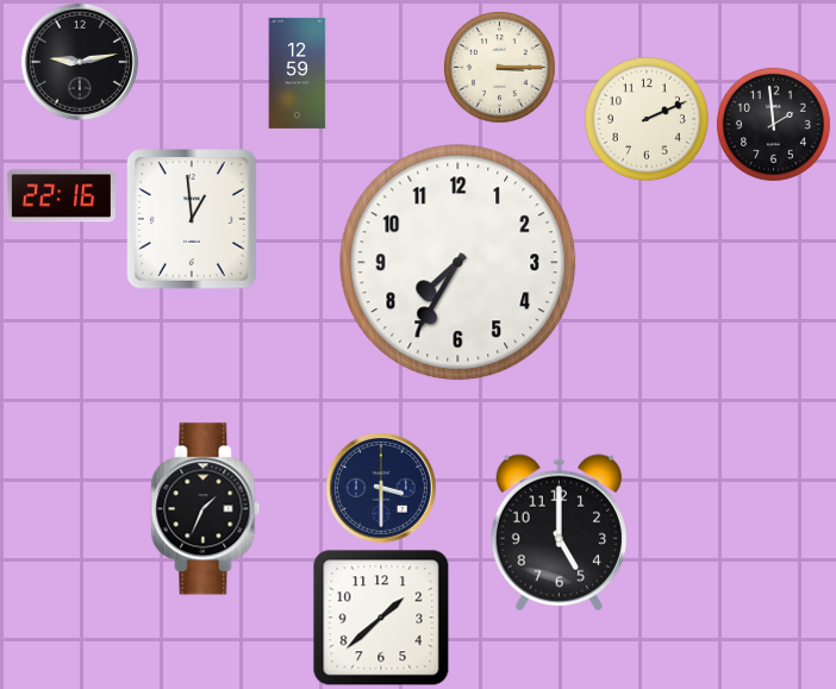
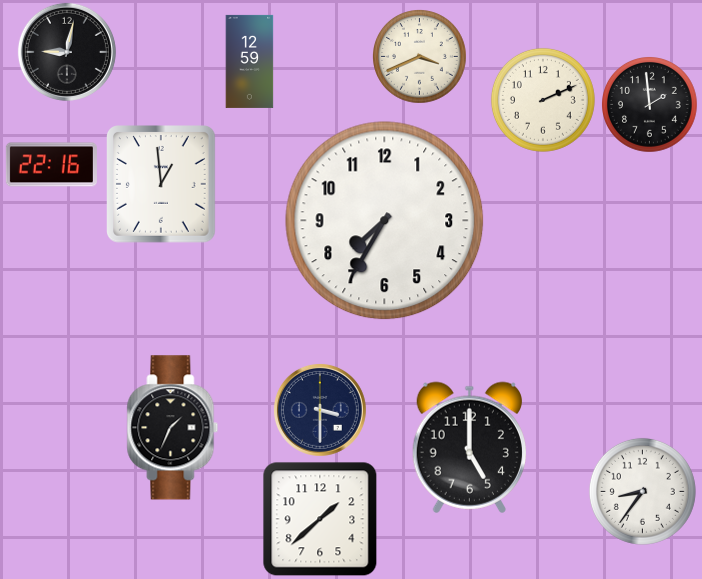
clock at (80, 62): 9:13 -> 9:02
clock at (500, 68): 3:15 -> 3:41
clock at (642, 491): none -> 8:36
